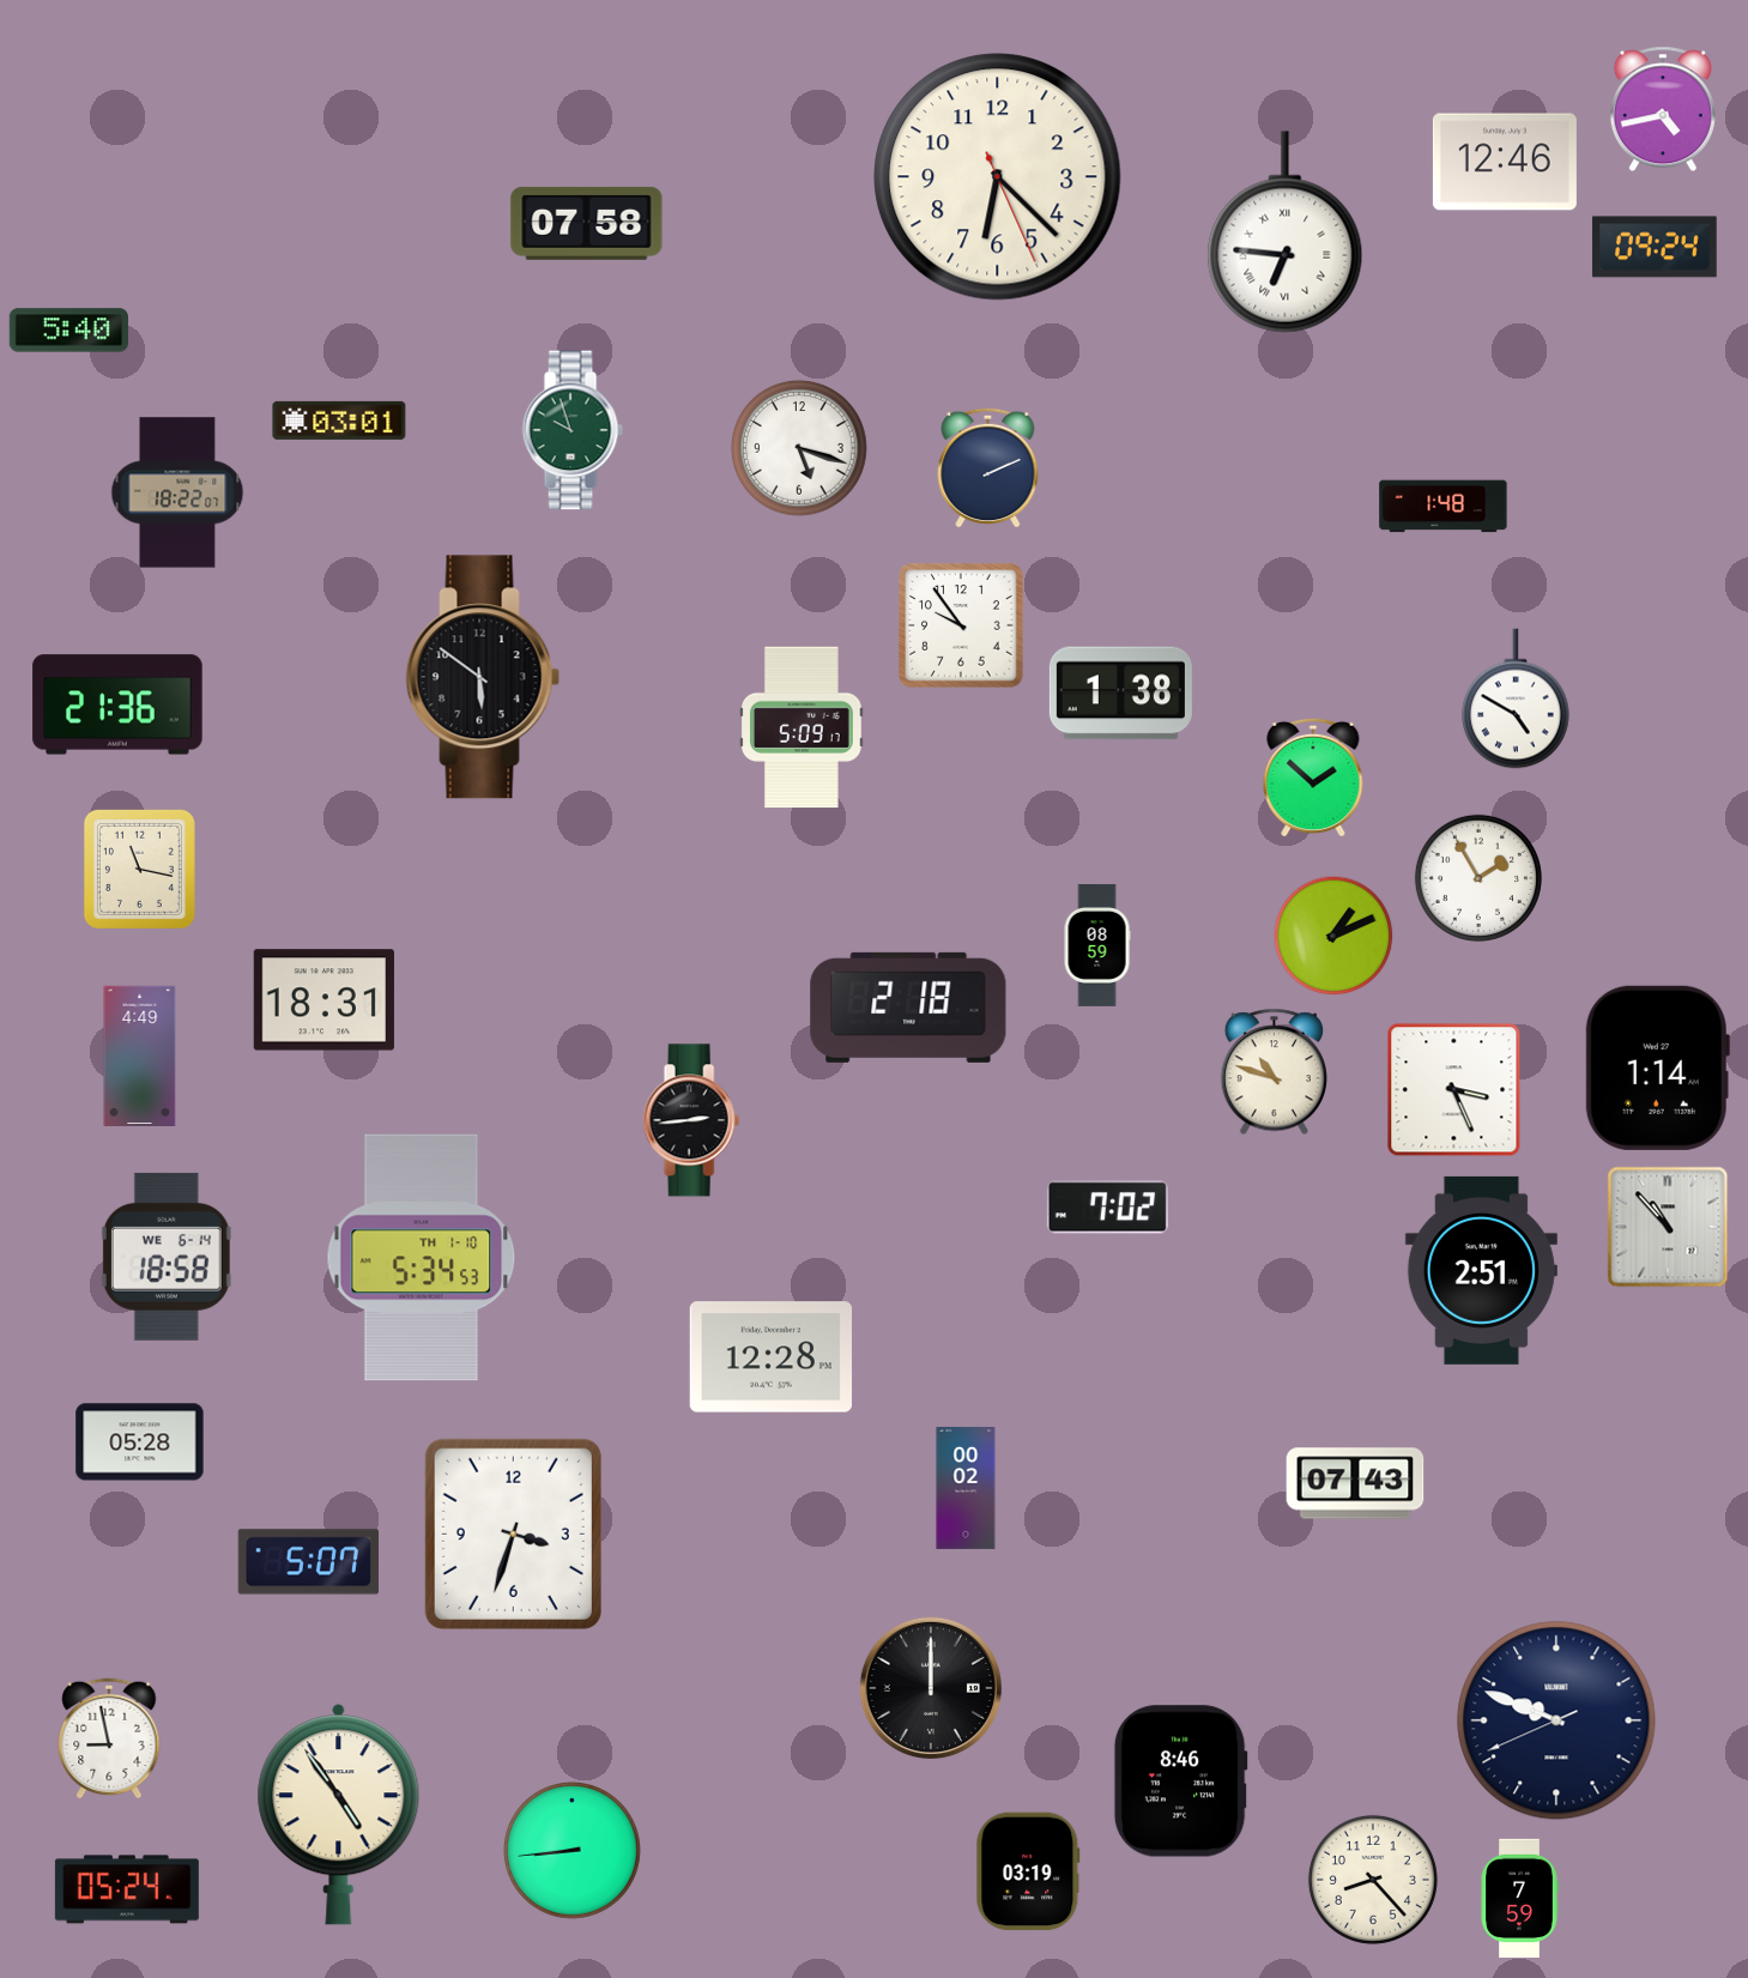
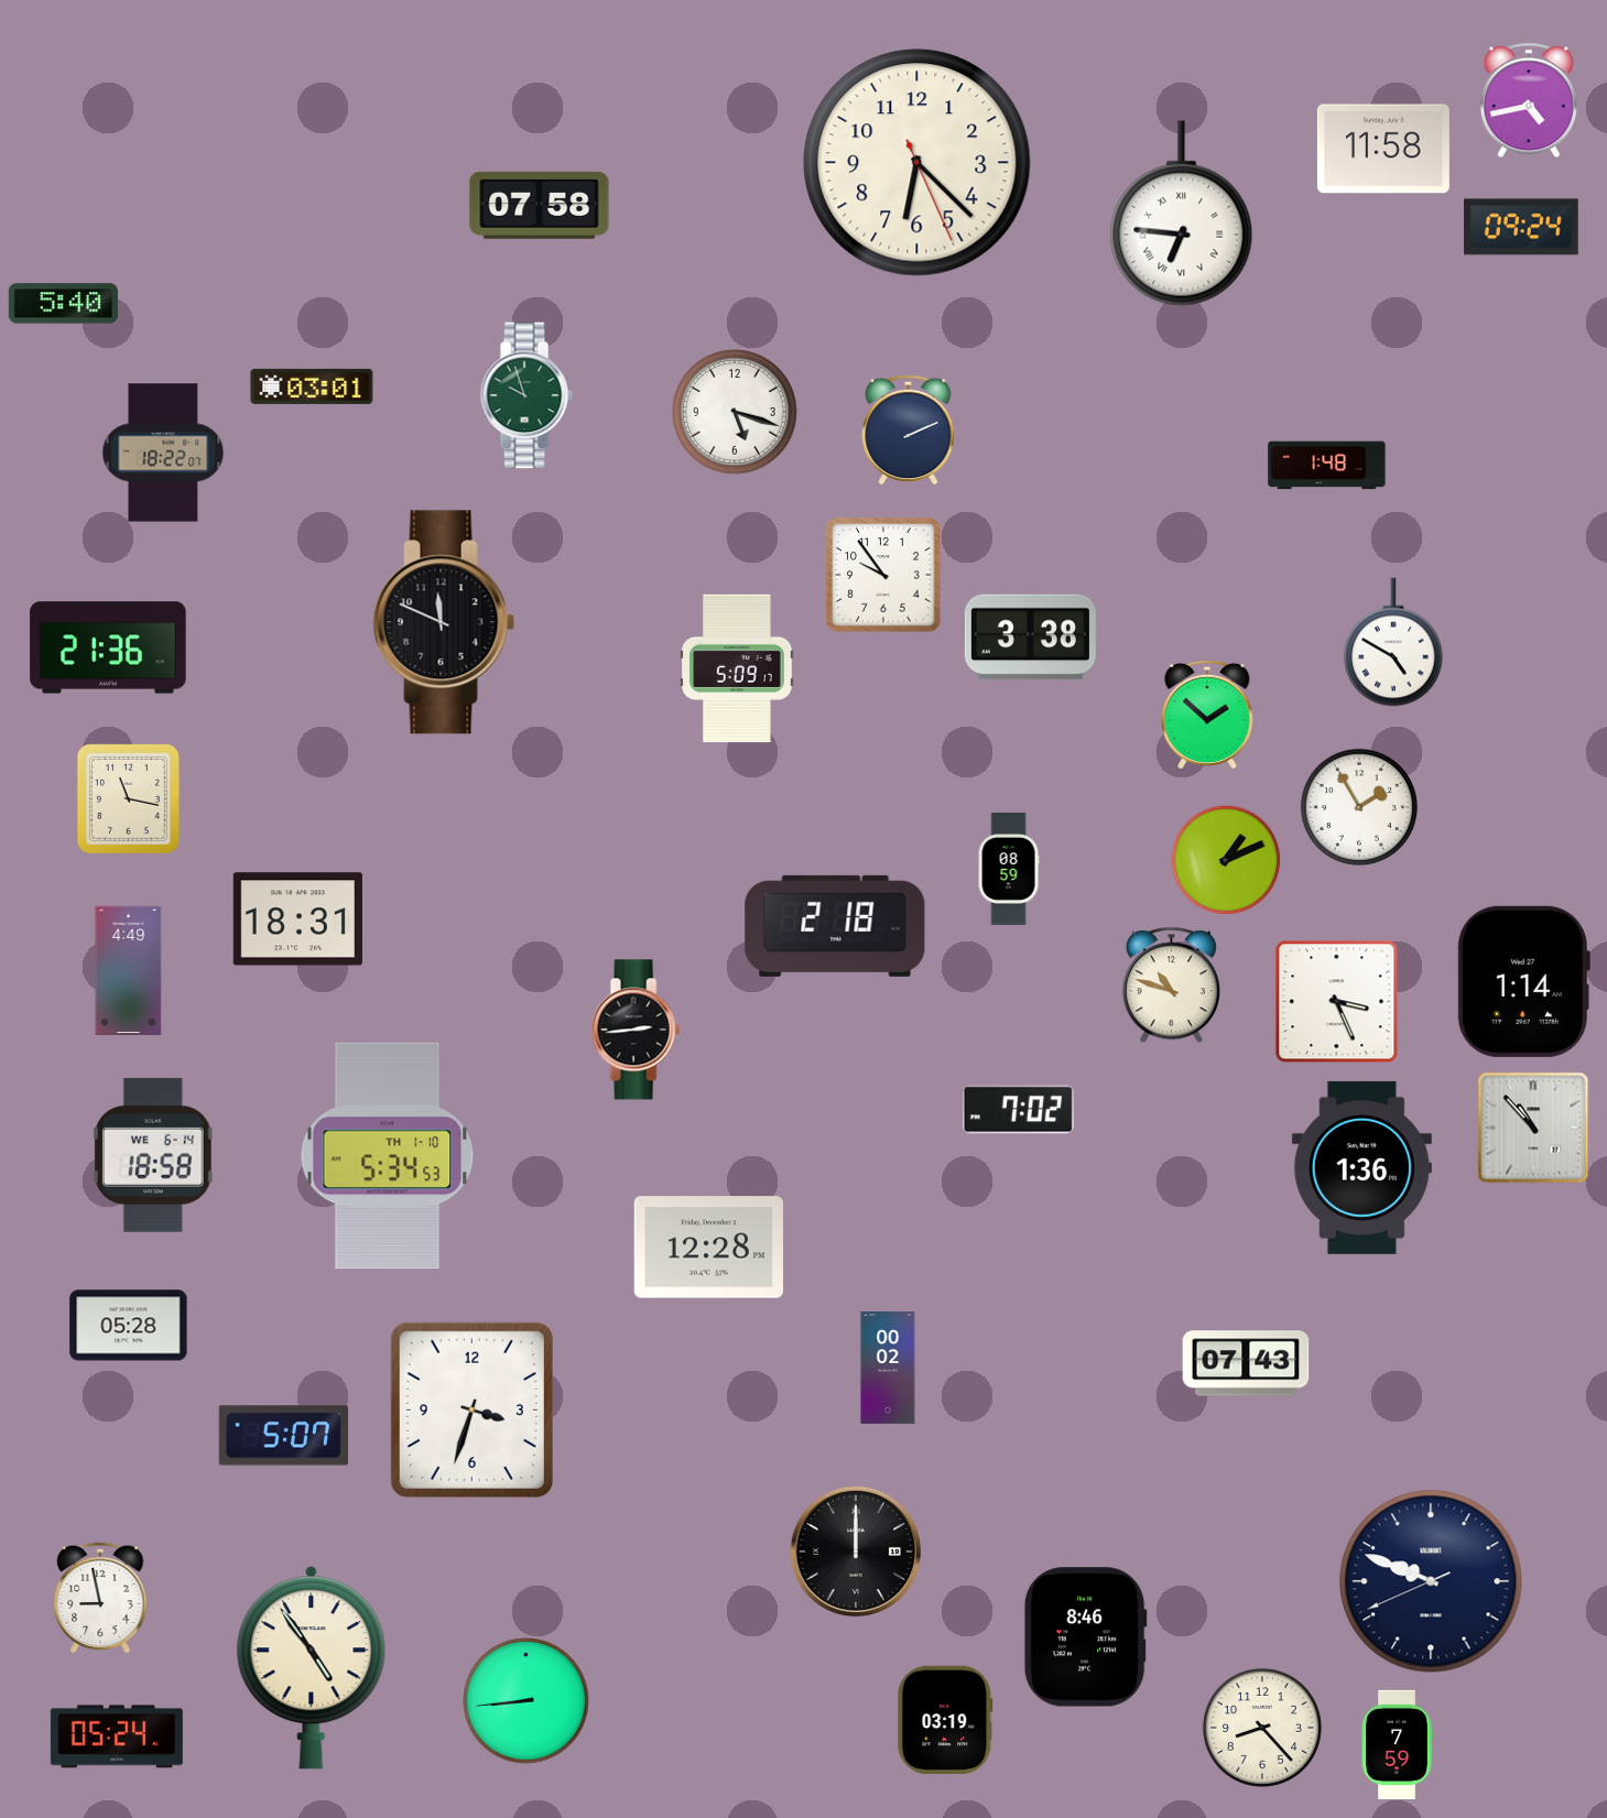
clock at (1505, 162): 12:46 -> 11:58
clock at (483, 677): 5:51 -> 11:49
clock at (1120, 694): 1:38 -> 3:38
clock at (1481, 1270): 2:51 -> 1:36
